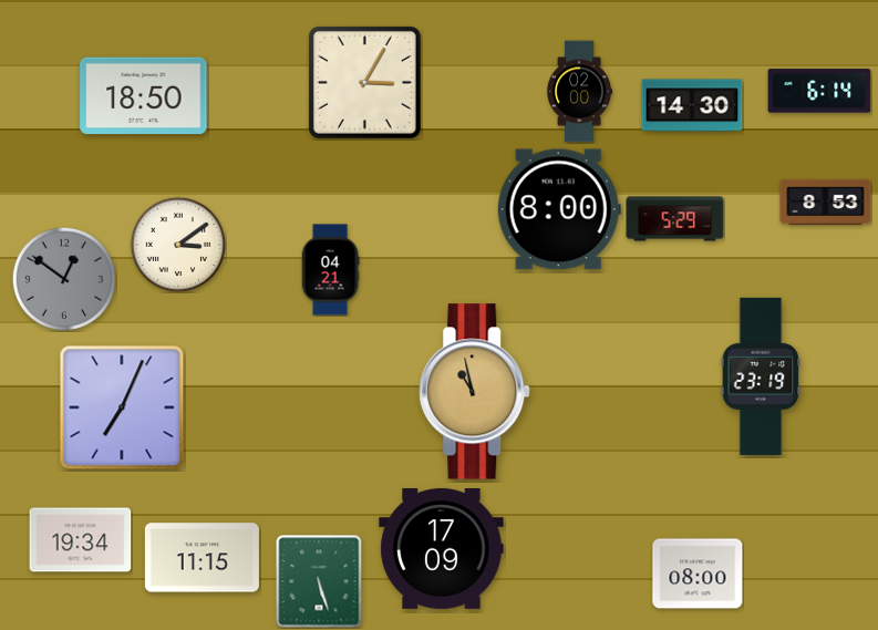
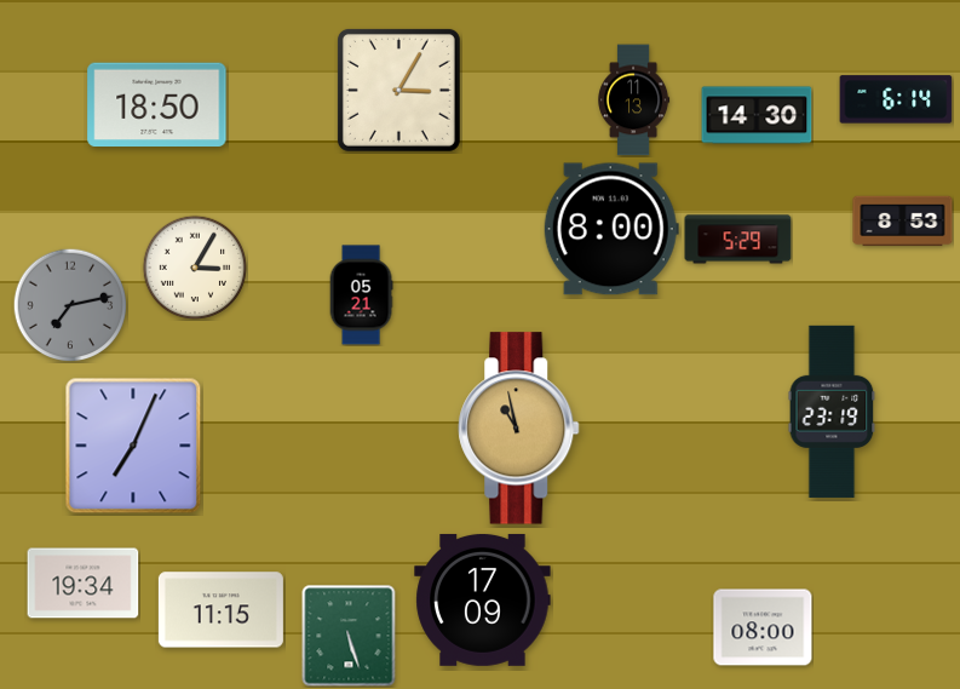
clock at (580, 92): 02:00 -> 11:13
clock at (177, 244): 3:09 -> 3:05
clock at (330, 270): 04:21 -> 05:21
clock at (64, 279): 12:51 -> 7:13
clock at (81, 540) position: (81, 540) -> (84, 584)
